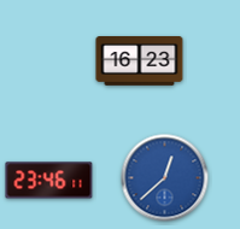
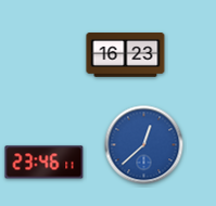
clock at (165, 178) position: (165, 178) -> (144, 145)
